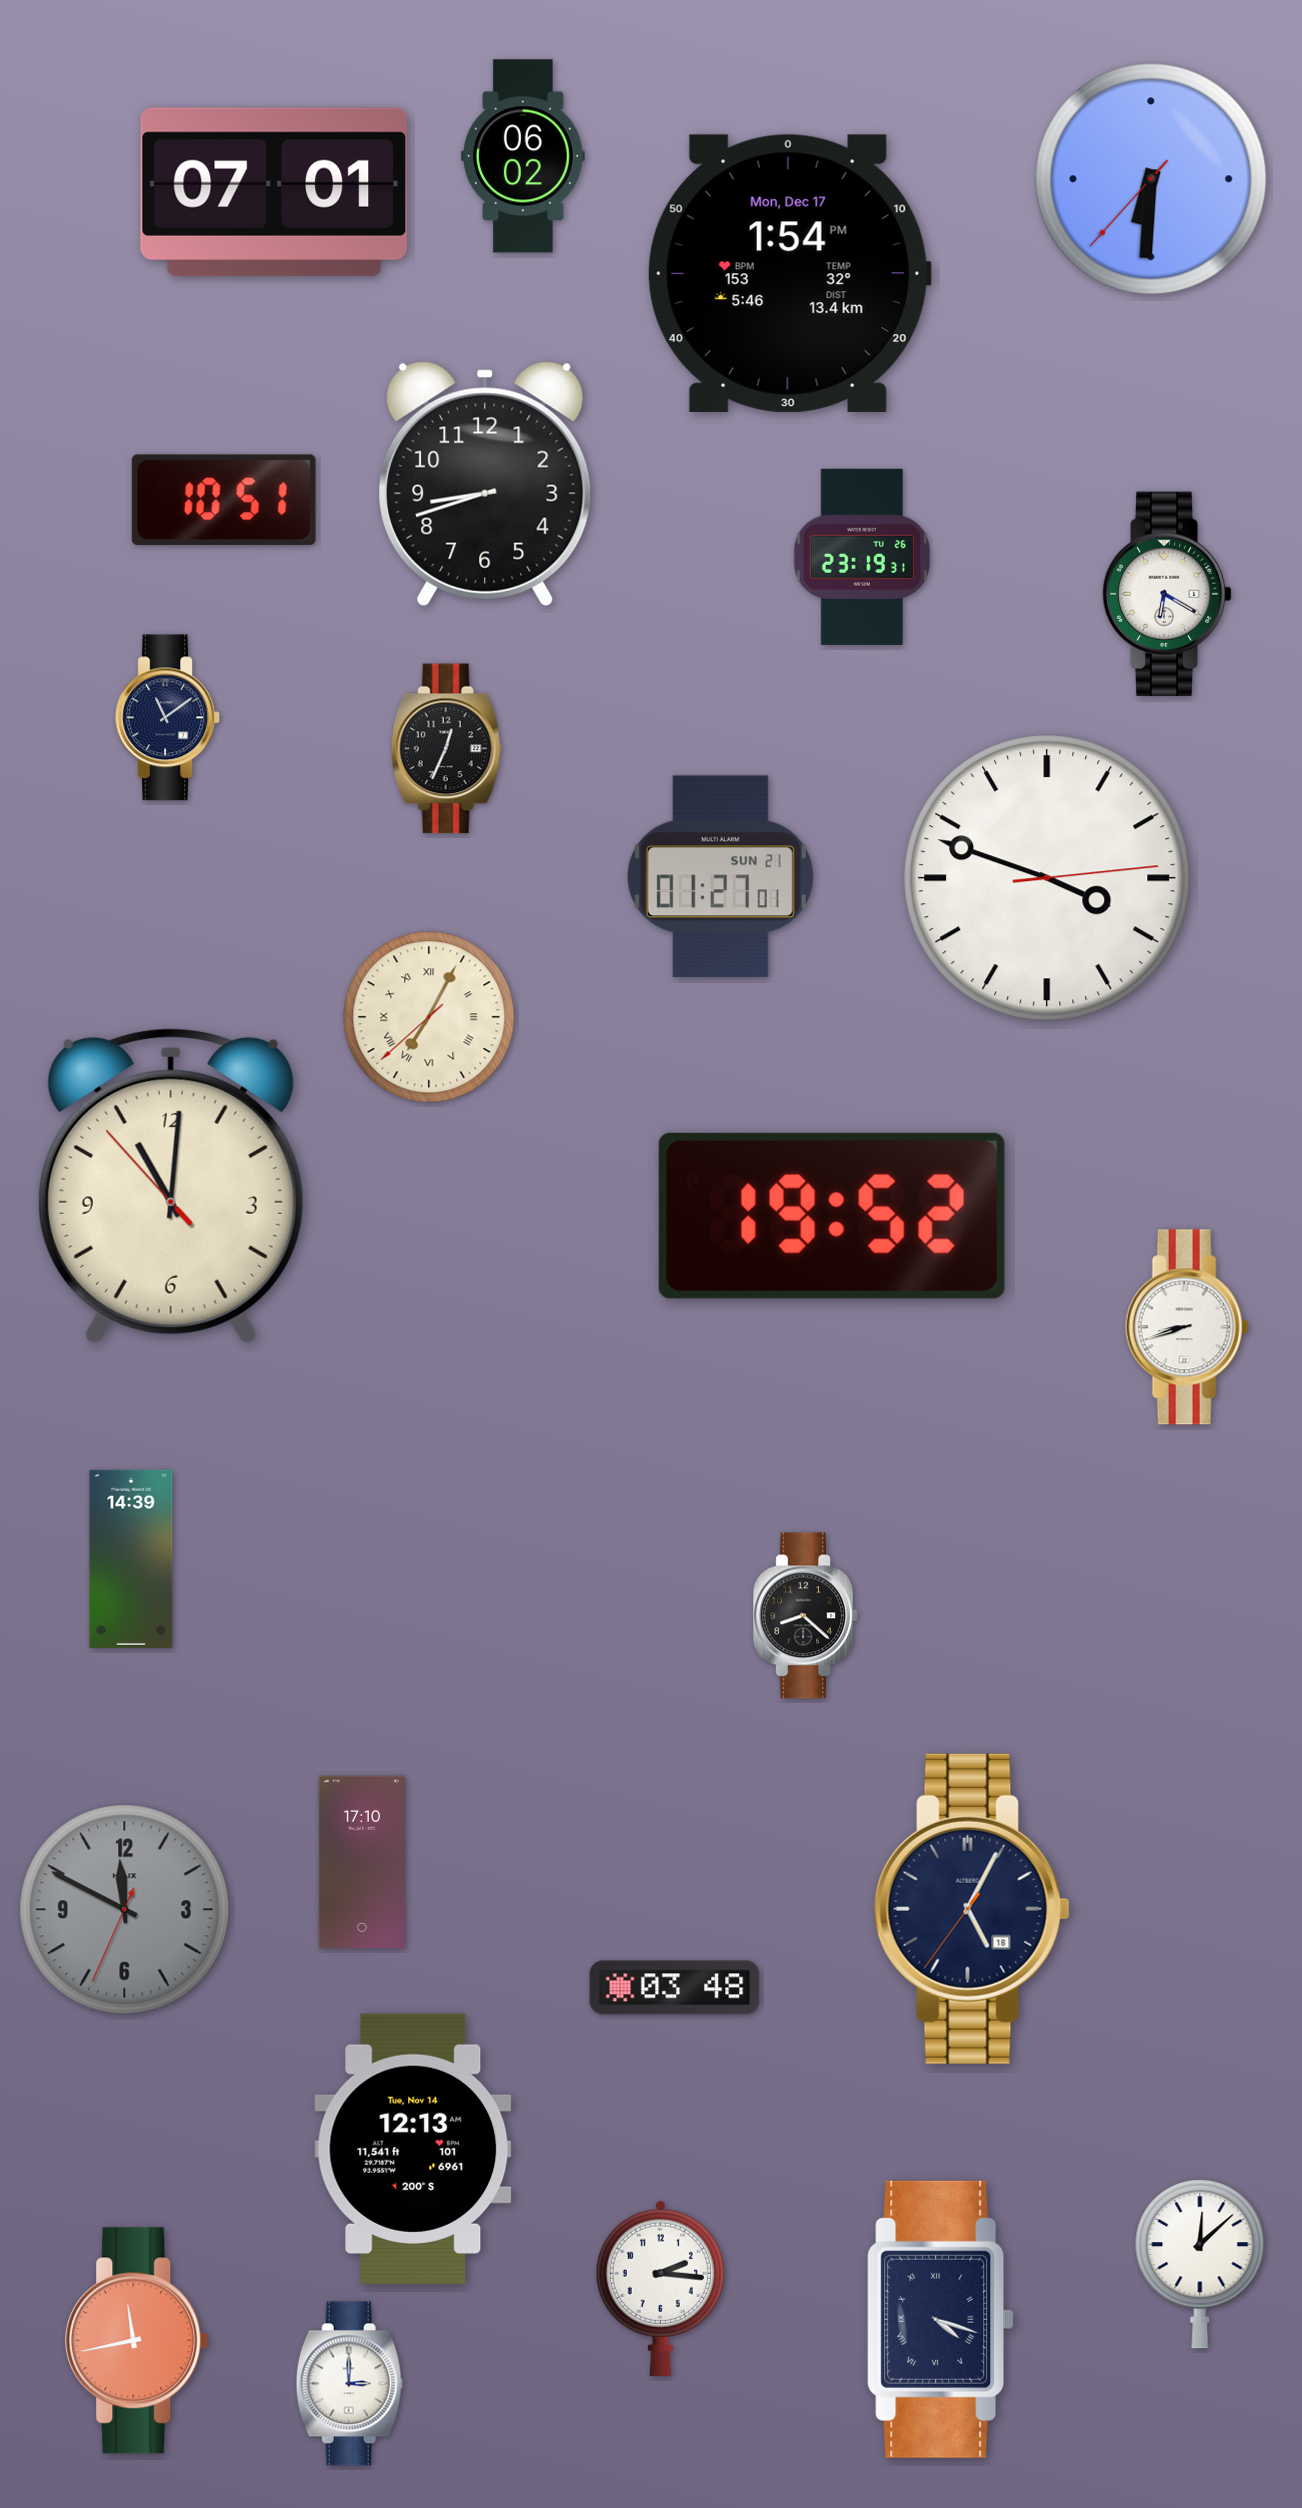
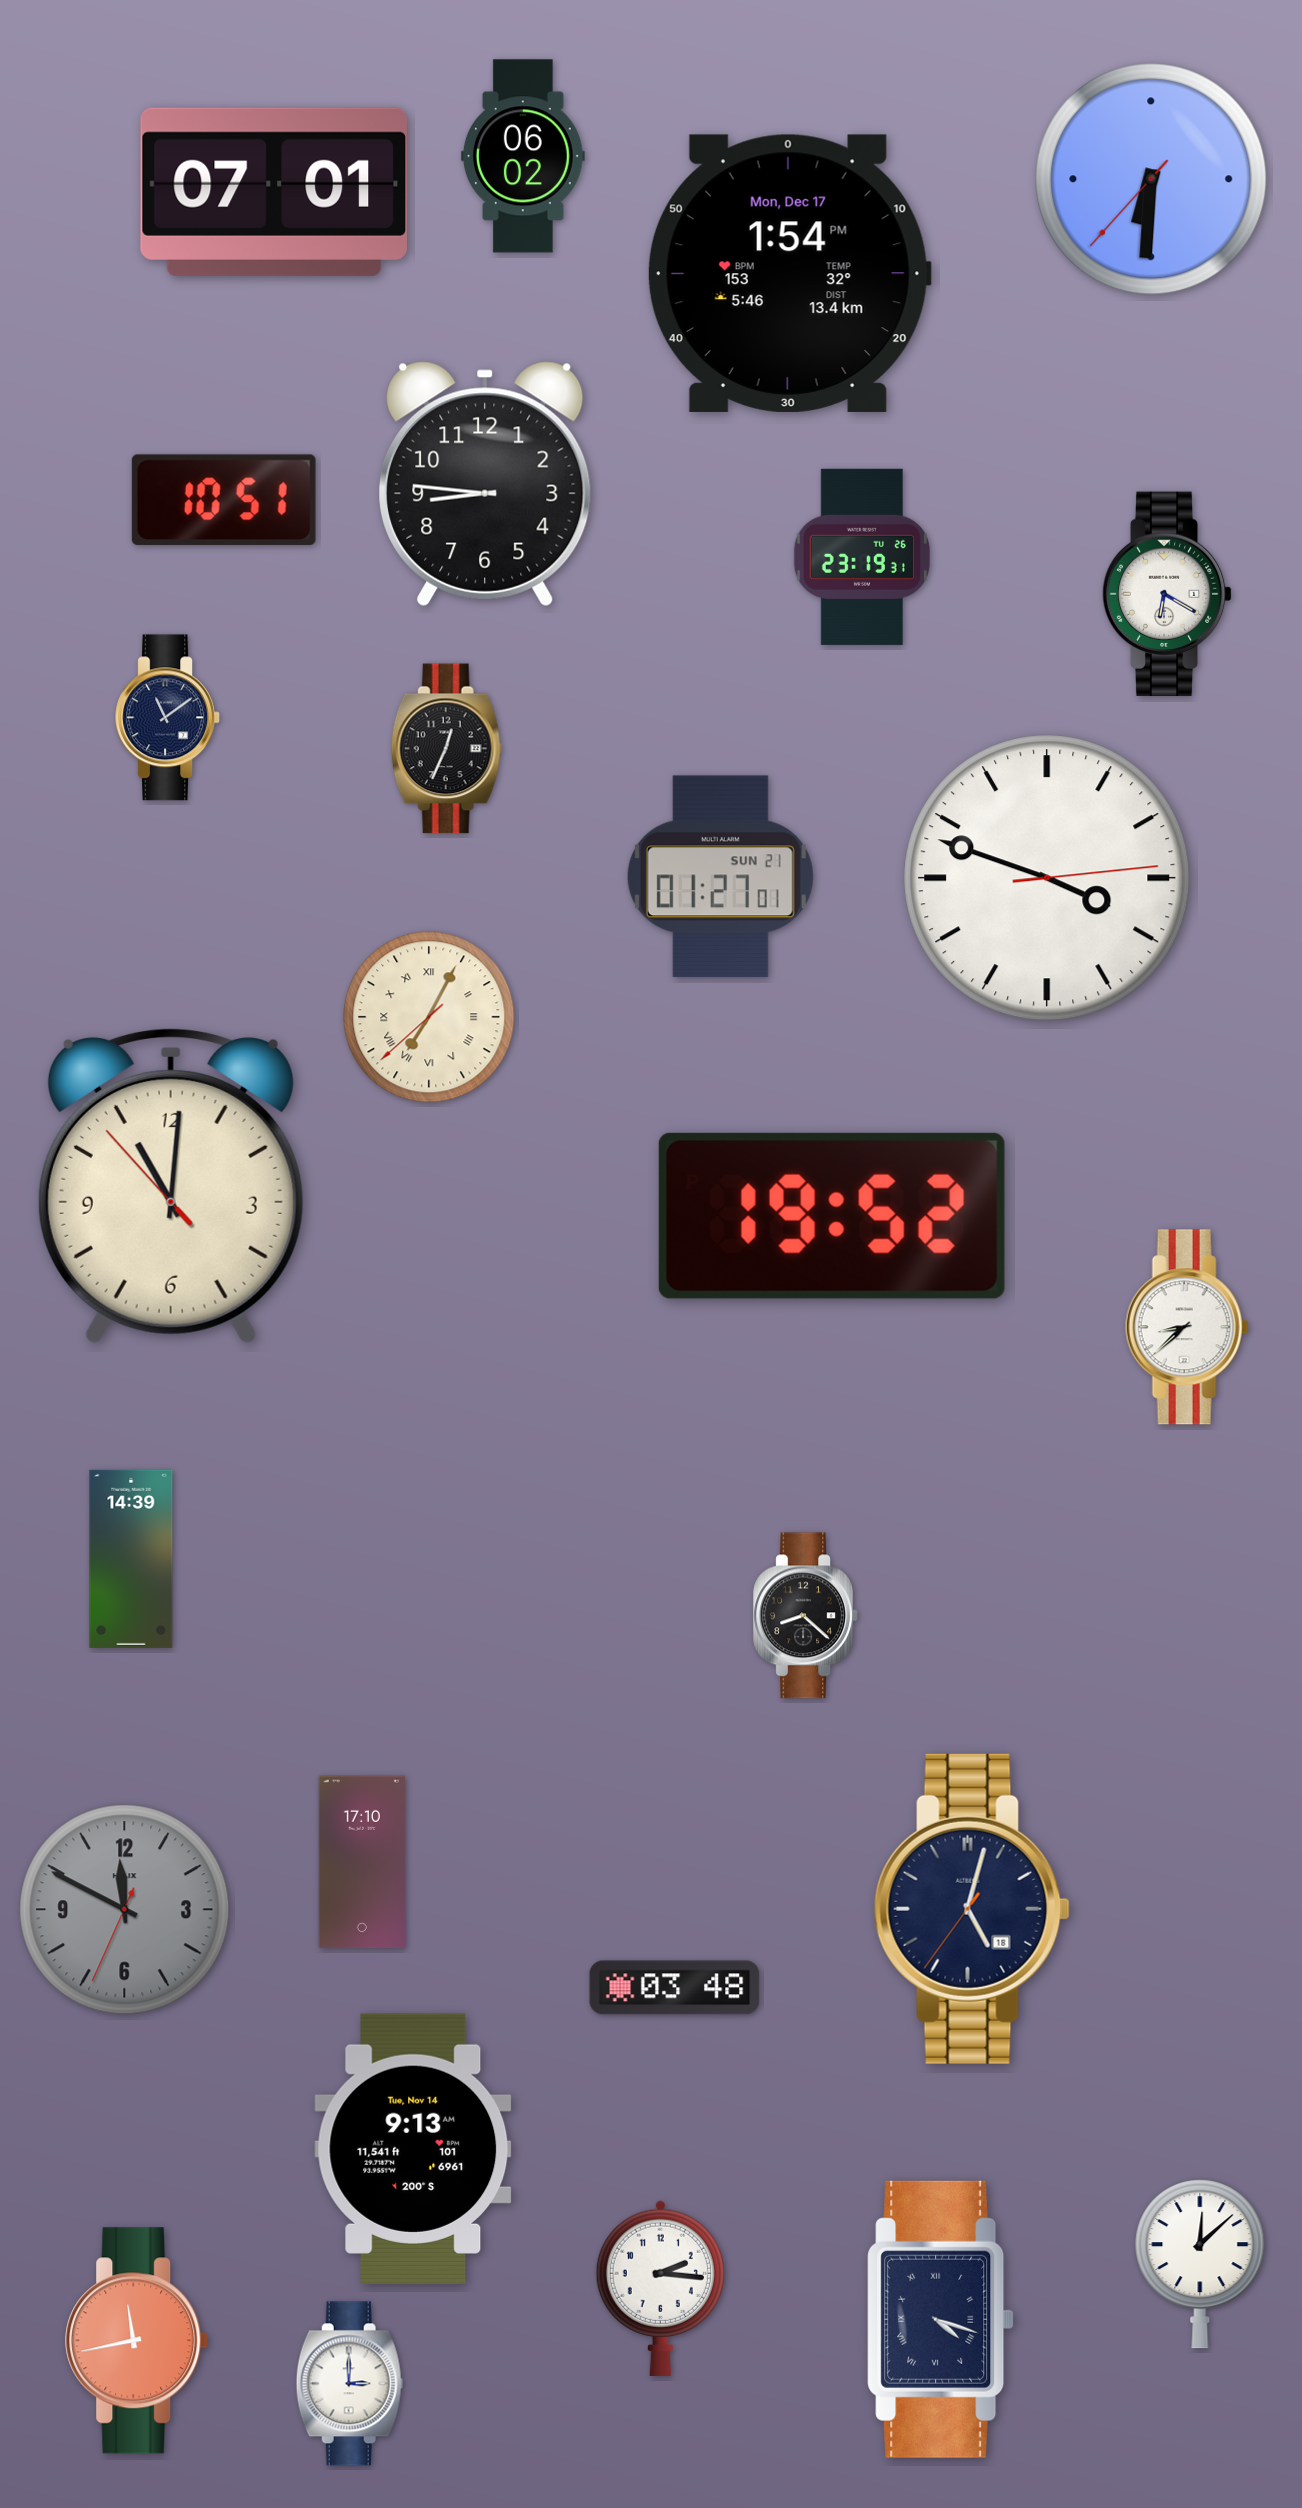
clock at (485, 484): 8:42 -> 8:46
clock at (1187, 1327): 8:42 -> 8:38
clock at (972, 1909): 5:04 -> 5:02
clock at (413, 2149): 12:13 -> 9:13
